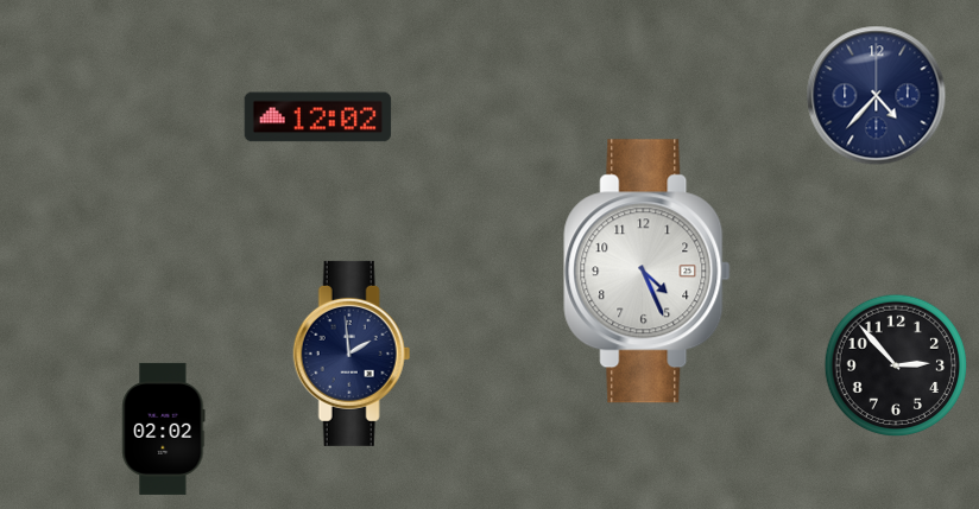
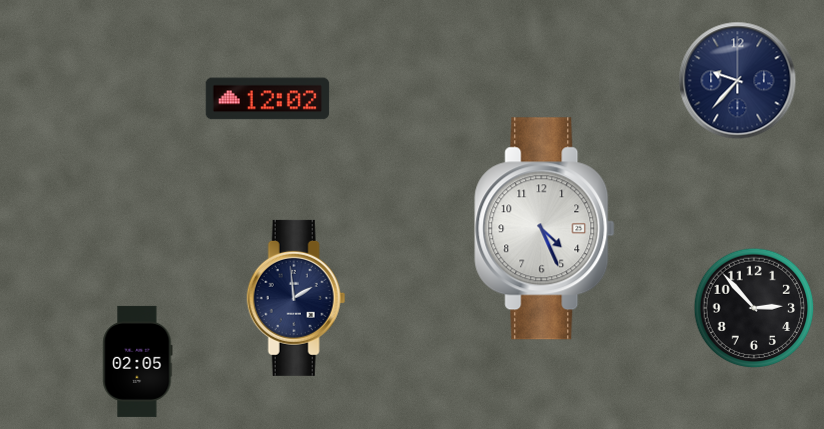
clock at (877, 96): 4:37 -> 9:37
clock at (164, 428): 02:02 -> 02:05
